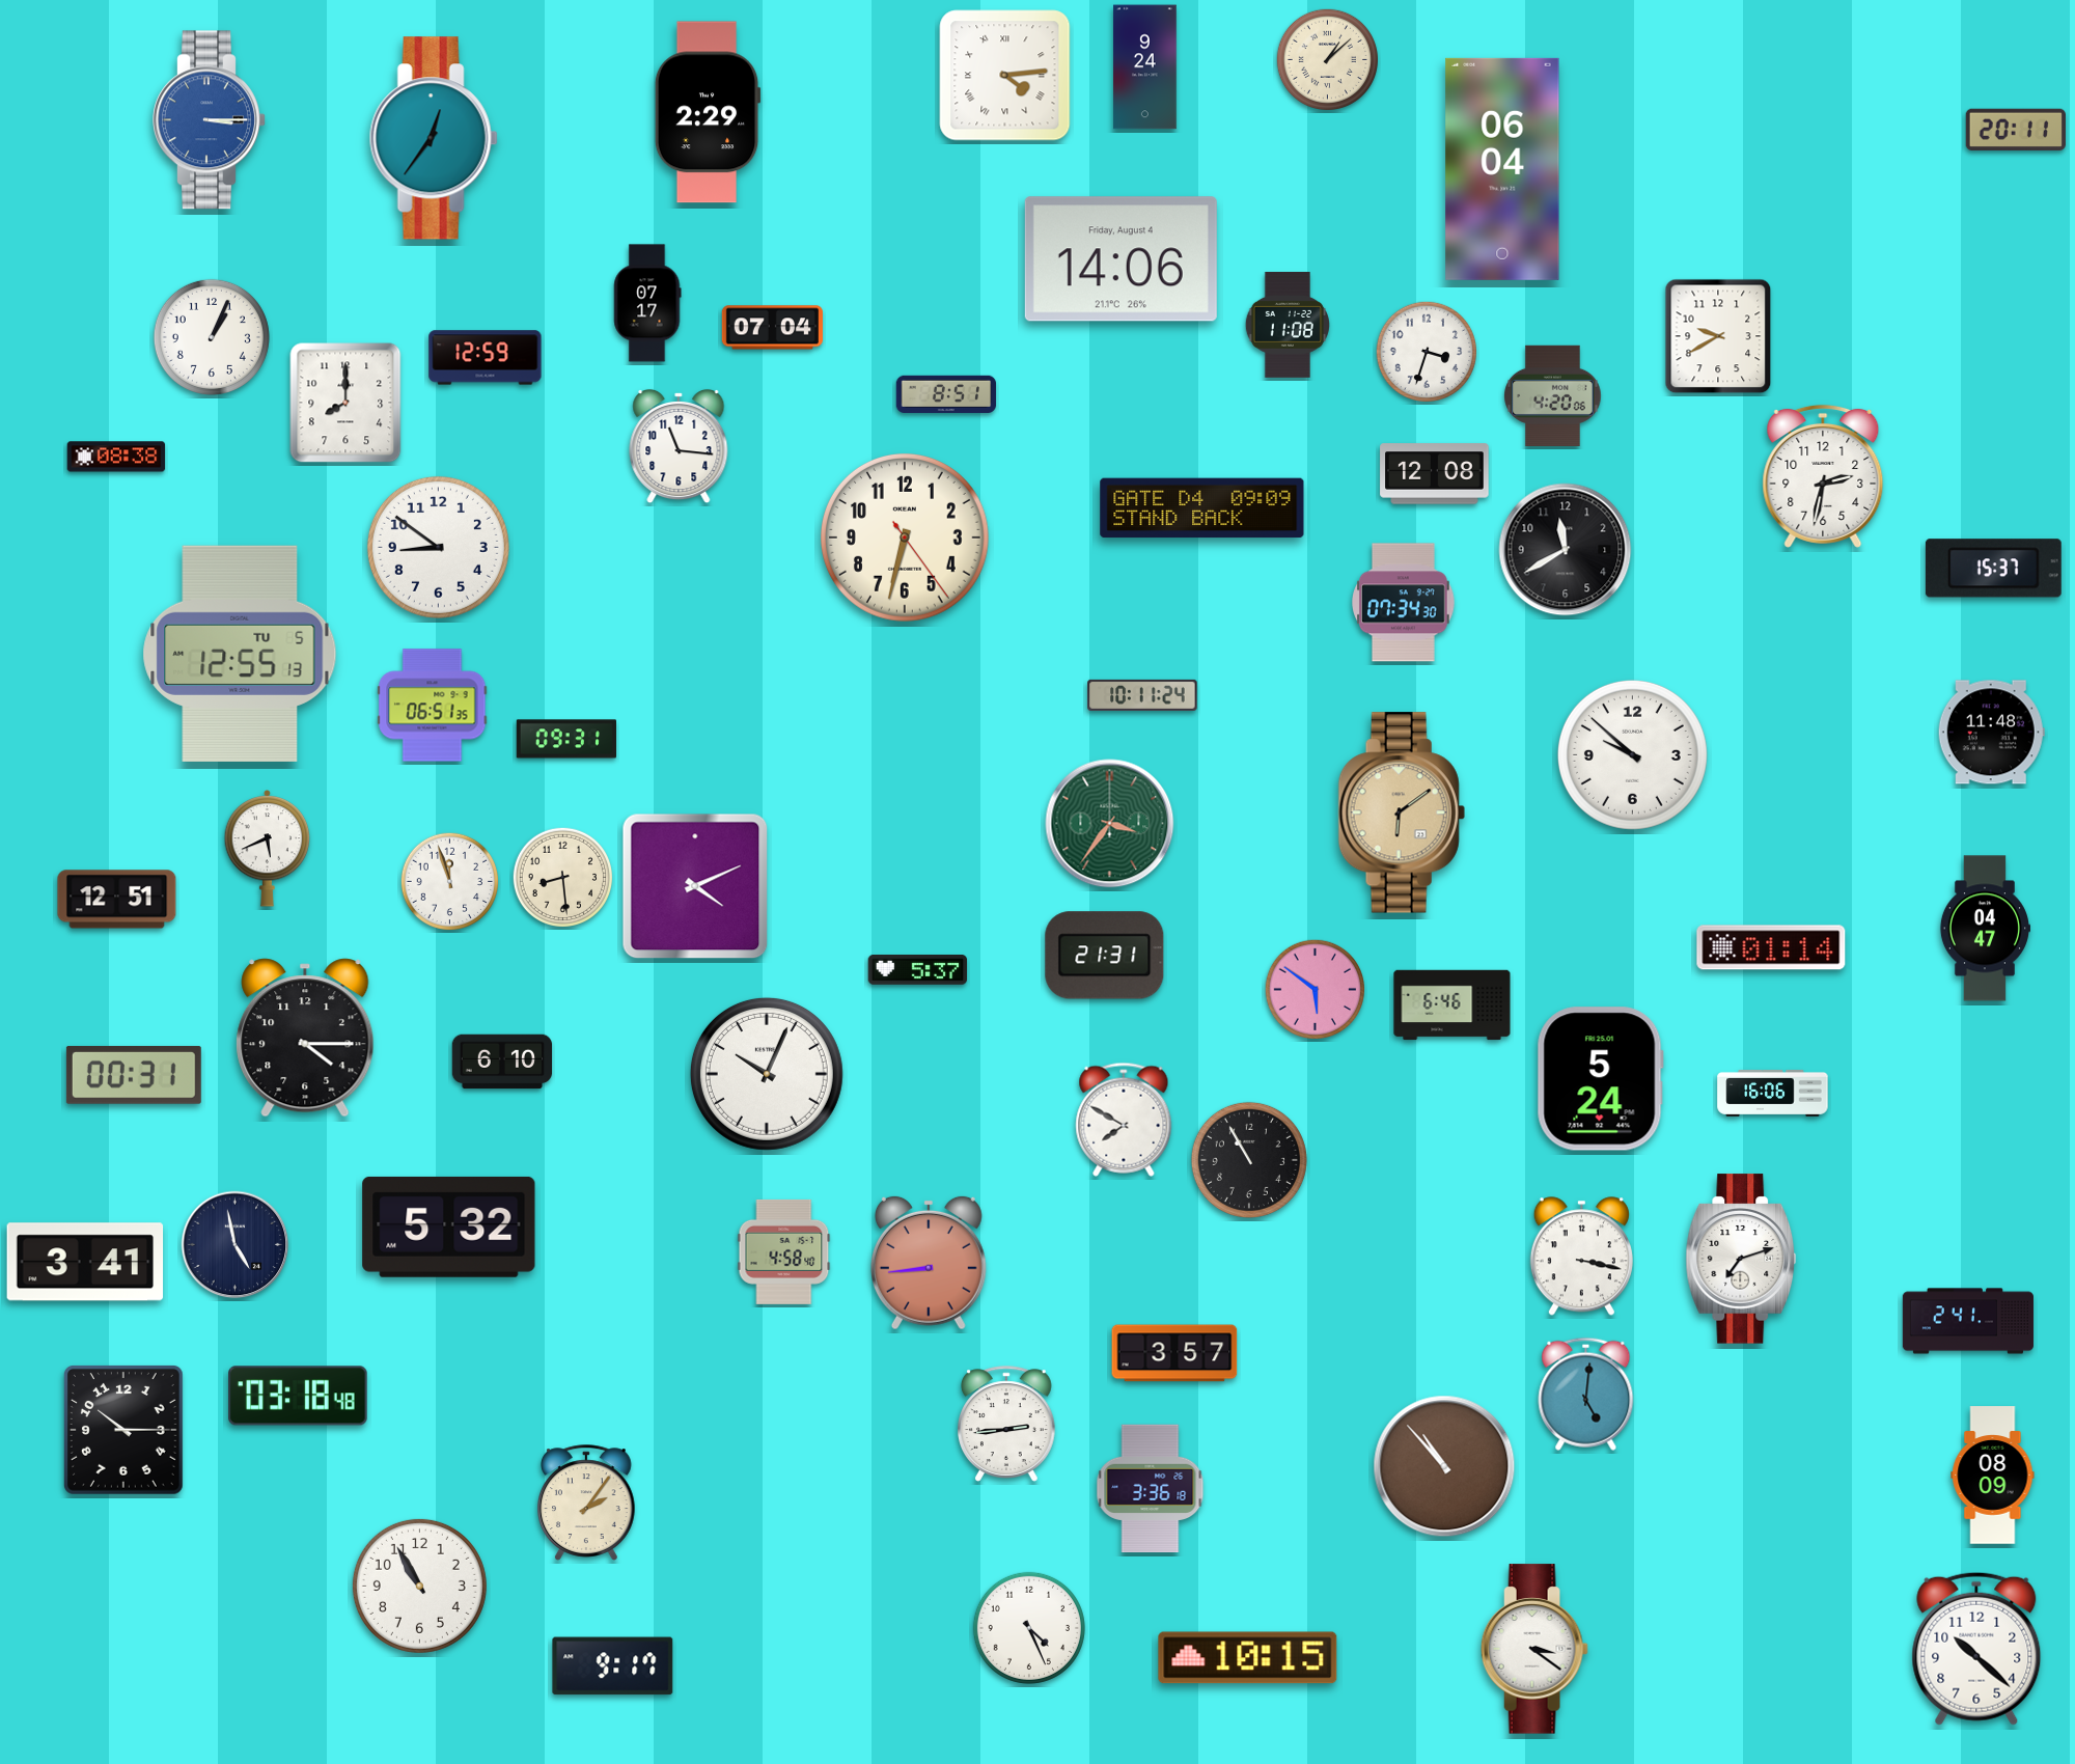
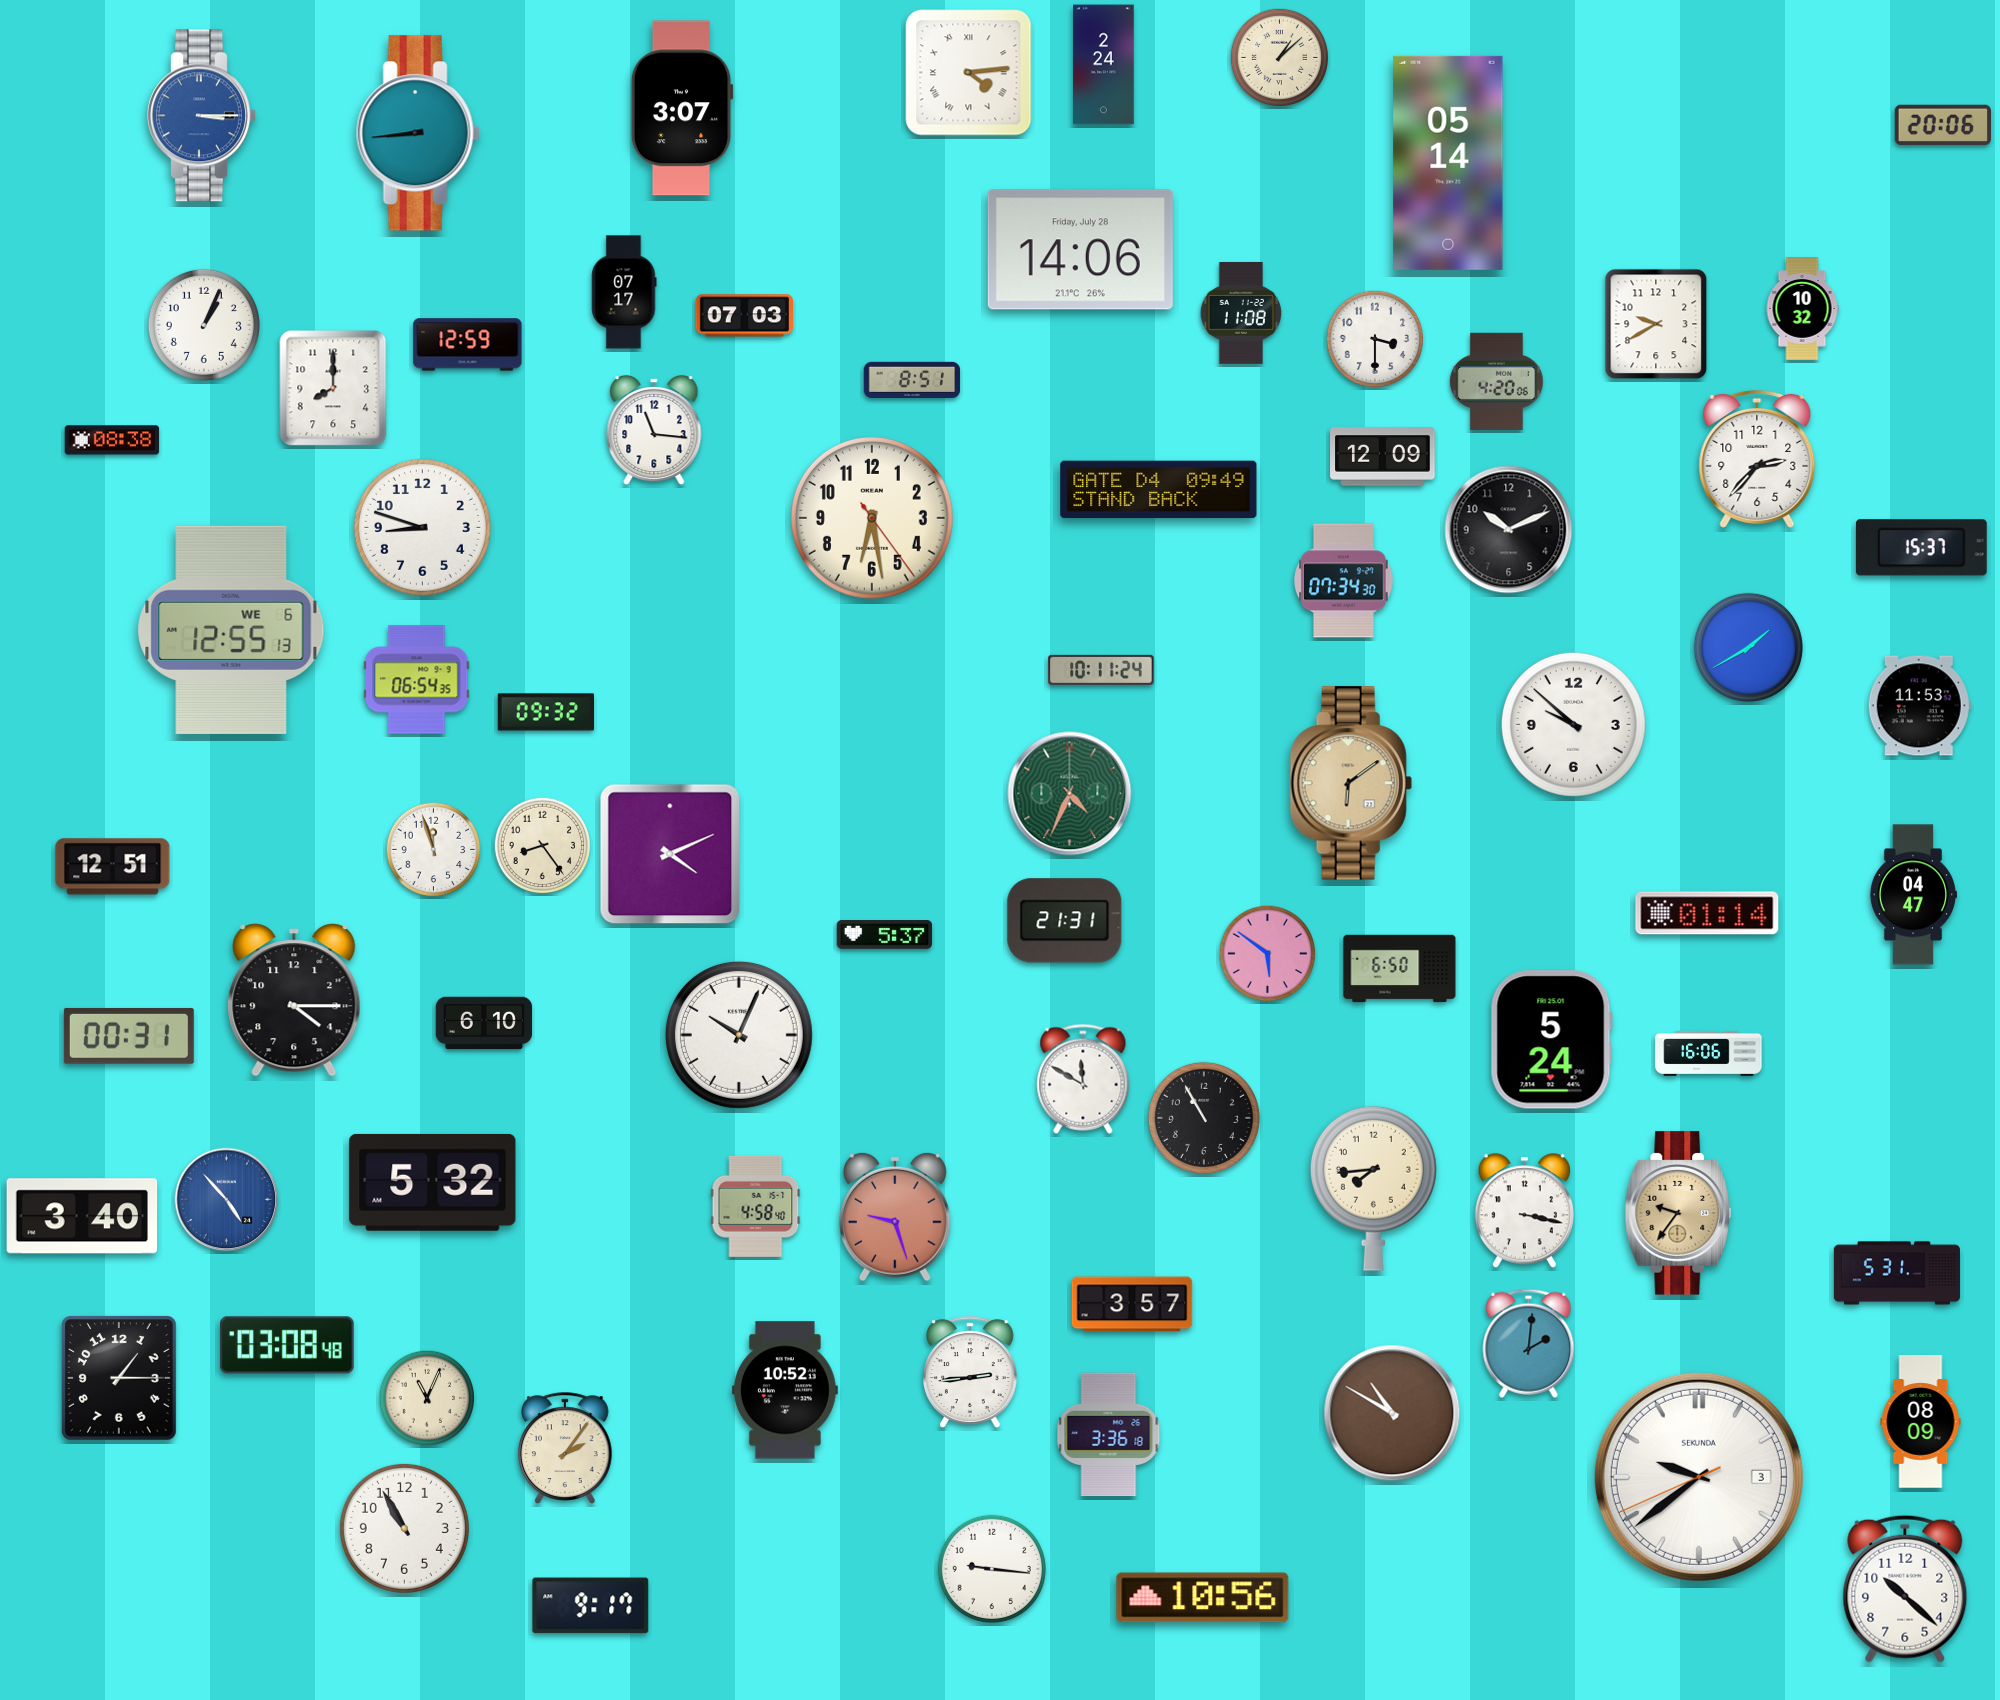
clock at (1145, 67): 9:24 -> 2:24
clock at (708, 112): 2:29 -> 3:07
clock at (2016, 129): 20:11 -> 20:06
clock at (434, 138): 12:36 -> 8:44
clock at (1502, 169): 06:04 -> 05:14
clock at (1120, 259) date: Friday, August 4 -> Friday, July 28
clock at (1802, 309): none -> 10:32
clock at (772, 328): 07:04 -> 07:03
clock at (1426, 351): 3:33 -> 3:30
clock at (1435, 474): 12:08 -> 12:09
clock at (1823, 476): 2:32 -> 2:37
clock at (1202, 508): 09:09 -> 09:49
clock at (905, 538): 6:32 -> 6:28
clock at (438, 547): 8:51 -> 8:48
clock at (1566, 550): 11:40 -> 10:11
clock at (1404, 603) position: (1404, 603) -> (1344, 581)
clock at (240, 653) date: TU 5 -> WE 6
clock at (1748, 647): none -> 1:40
clock at (433, 706): 06:51 -> 06:54
clock at (1991, 733): 11:48 -> 11:53
clock at (565, 739): 09:31 -> 09:32
clock at (1632, 754) position: (1632, 754) -> (1573, 724)
clock at (1110, 824): 3:36 -> 4:34
clock at (268, 849): 5:41 -> none
clock at (562, 877): 8:29 -> 8:24
clock at (1453, 1005): 6:46 -> 6:50
clock at (1600, 1079) position: (1600, 1079) -> (1551, 1040)
clock at (1124, 1120): 7:50 -> 11:50
clock at (1373, 1188): none -> 7:44
clock at (236, 1245): 4:58 -> 4:53
clock at (236, 1245) dial: navy -> blue
clock at (1741, 1259): 7:12 -> 9:36
clock at (1741, 1259) dial: white -> champagne
clock at (85, 1262): 3:41 -> 3:40
clock at (929, 1263): 8:44 -> 9:27
clock at (1968, 1321): 2:41 -> 5:31
clock at (1586, 1394): 5:01 -> 2:01
clock at (298, 1396): 03:18 -> 03:08
clock at (123, 1430): 10:15 -> 1:15
clock at (785, 1390): none -> 10:52
clock at (427, 1398): none -> 11:04
clock at (1444, 1466): 10:53 -> 10:50
clock at (1699, 1477): none -> 9:38
clock at (1029, 1628): 4:26 -> 9:16
clock at (1534, 1649): 3:21 -> none
clock at (1248, 1658): 10:15 -> 10:56
